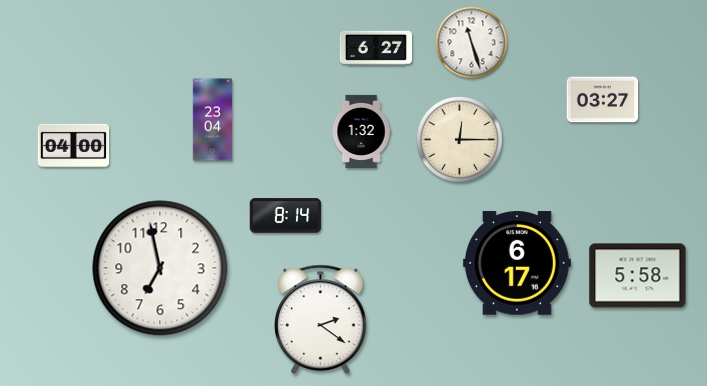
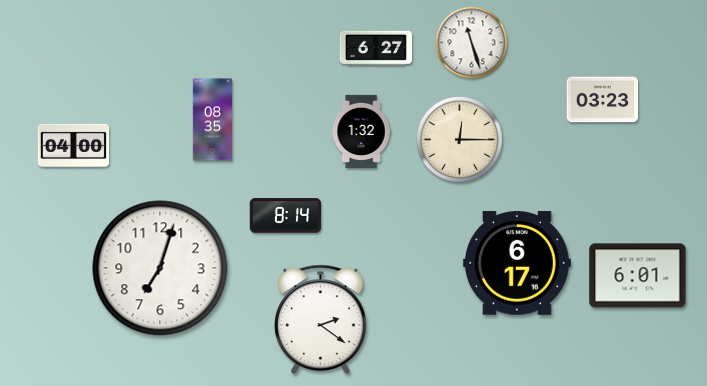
clock at (603, 100): 03:27 -> 03:23
clock at (213, 120): 23:04 -> 08:35
clock at (160, 268): 6:58 -> 7:03
clock at (638, 276): 5:58 -> 6:01
